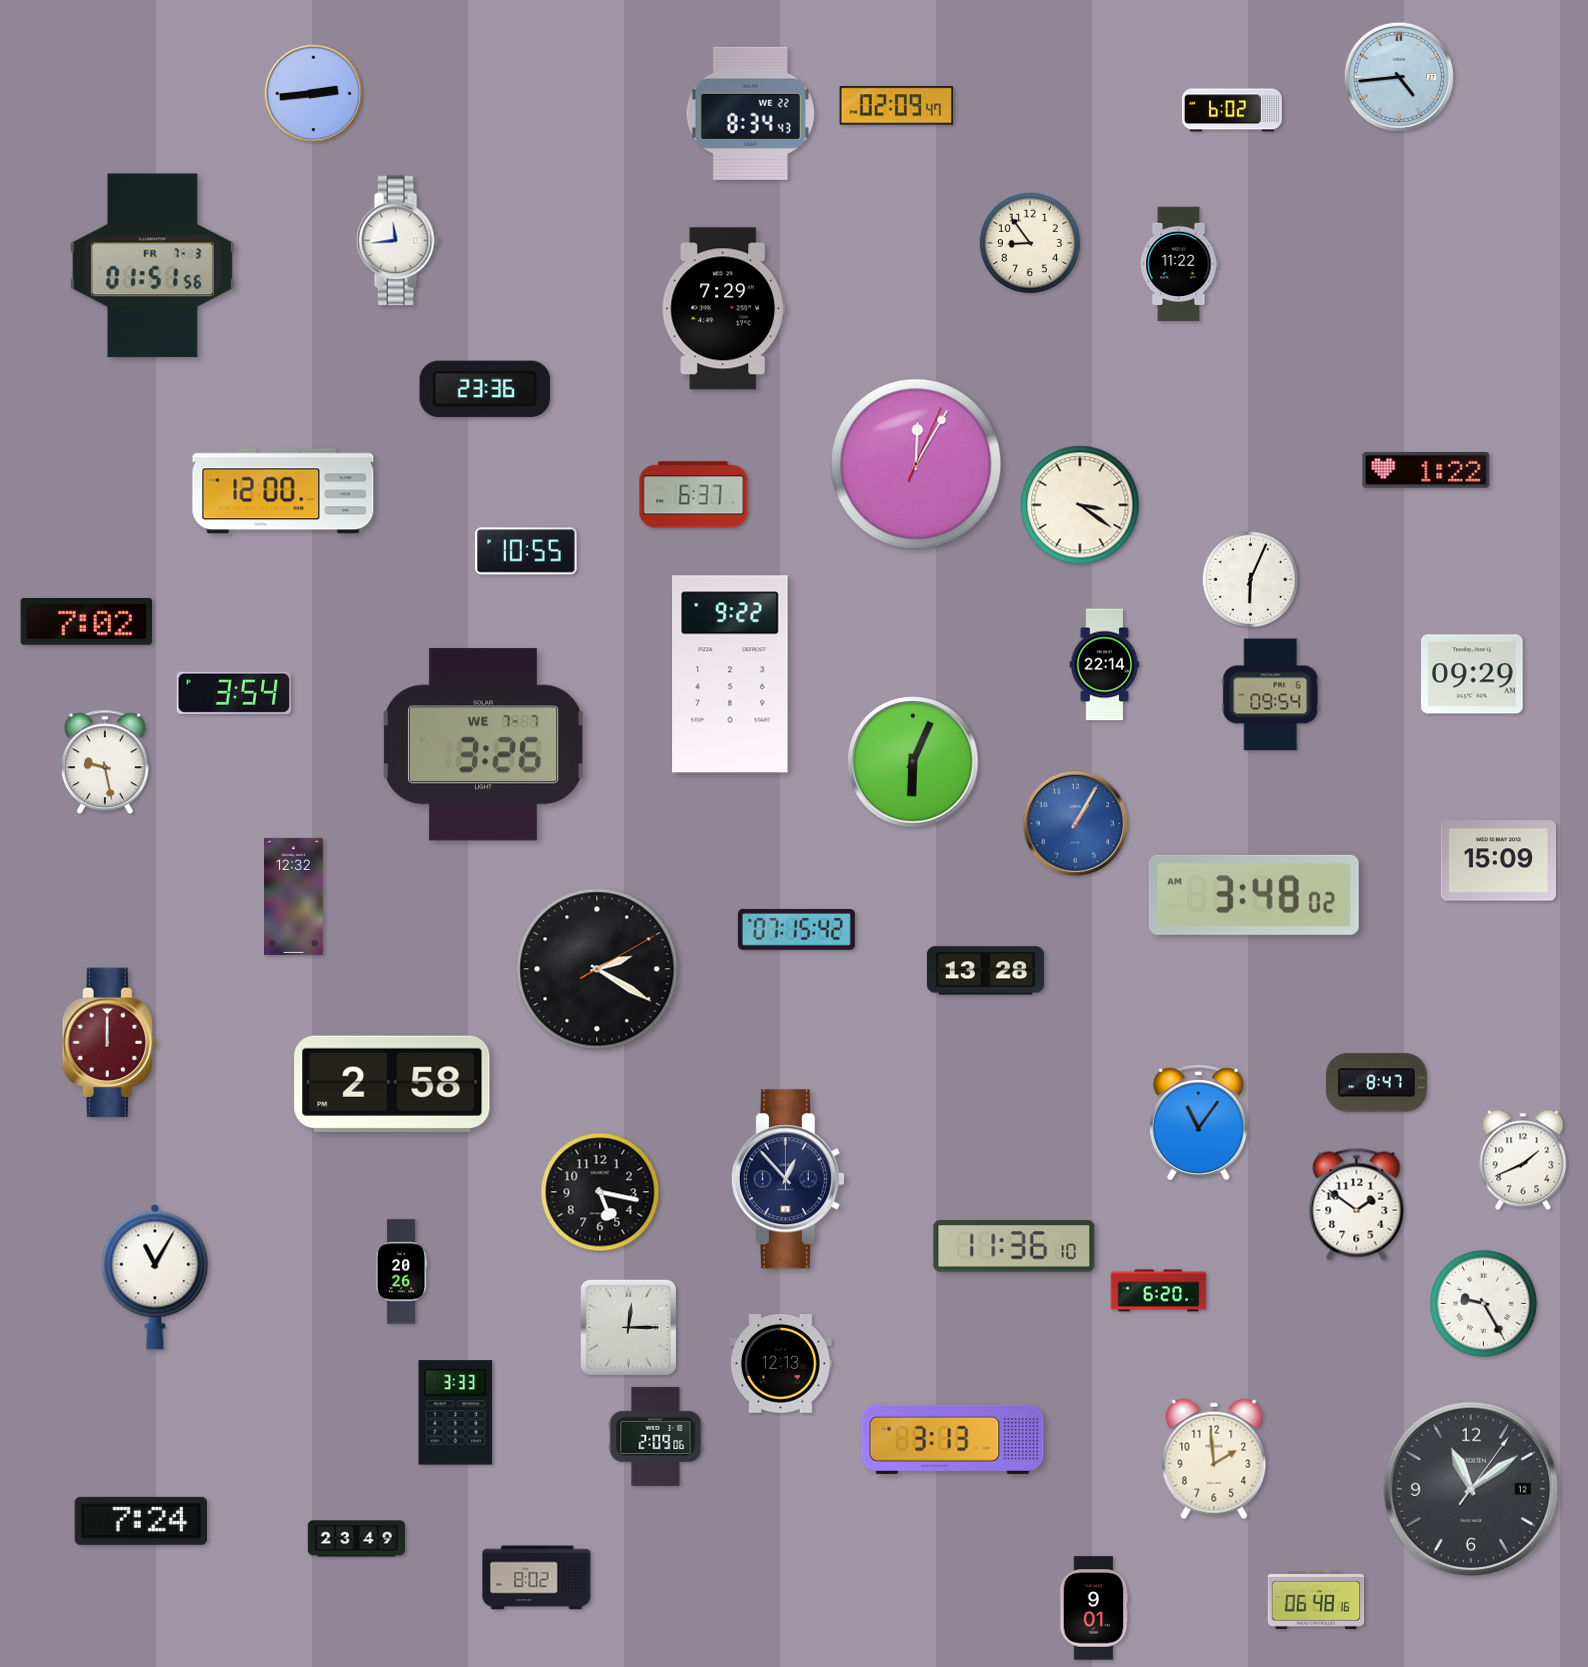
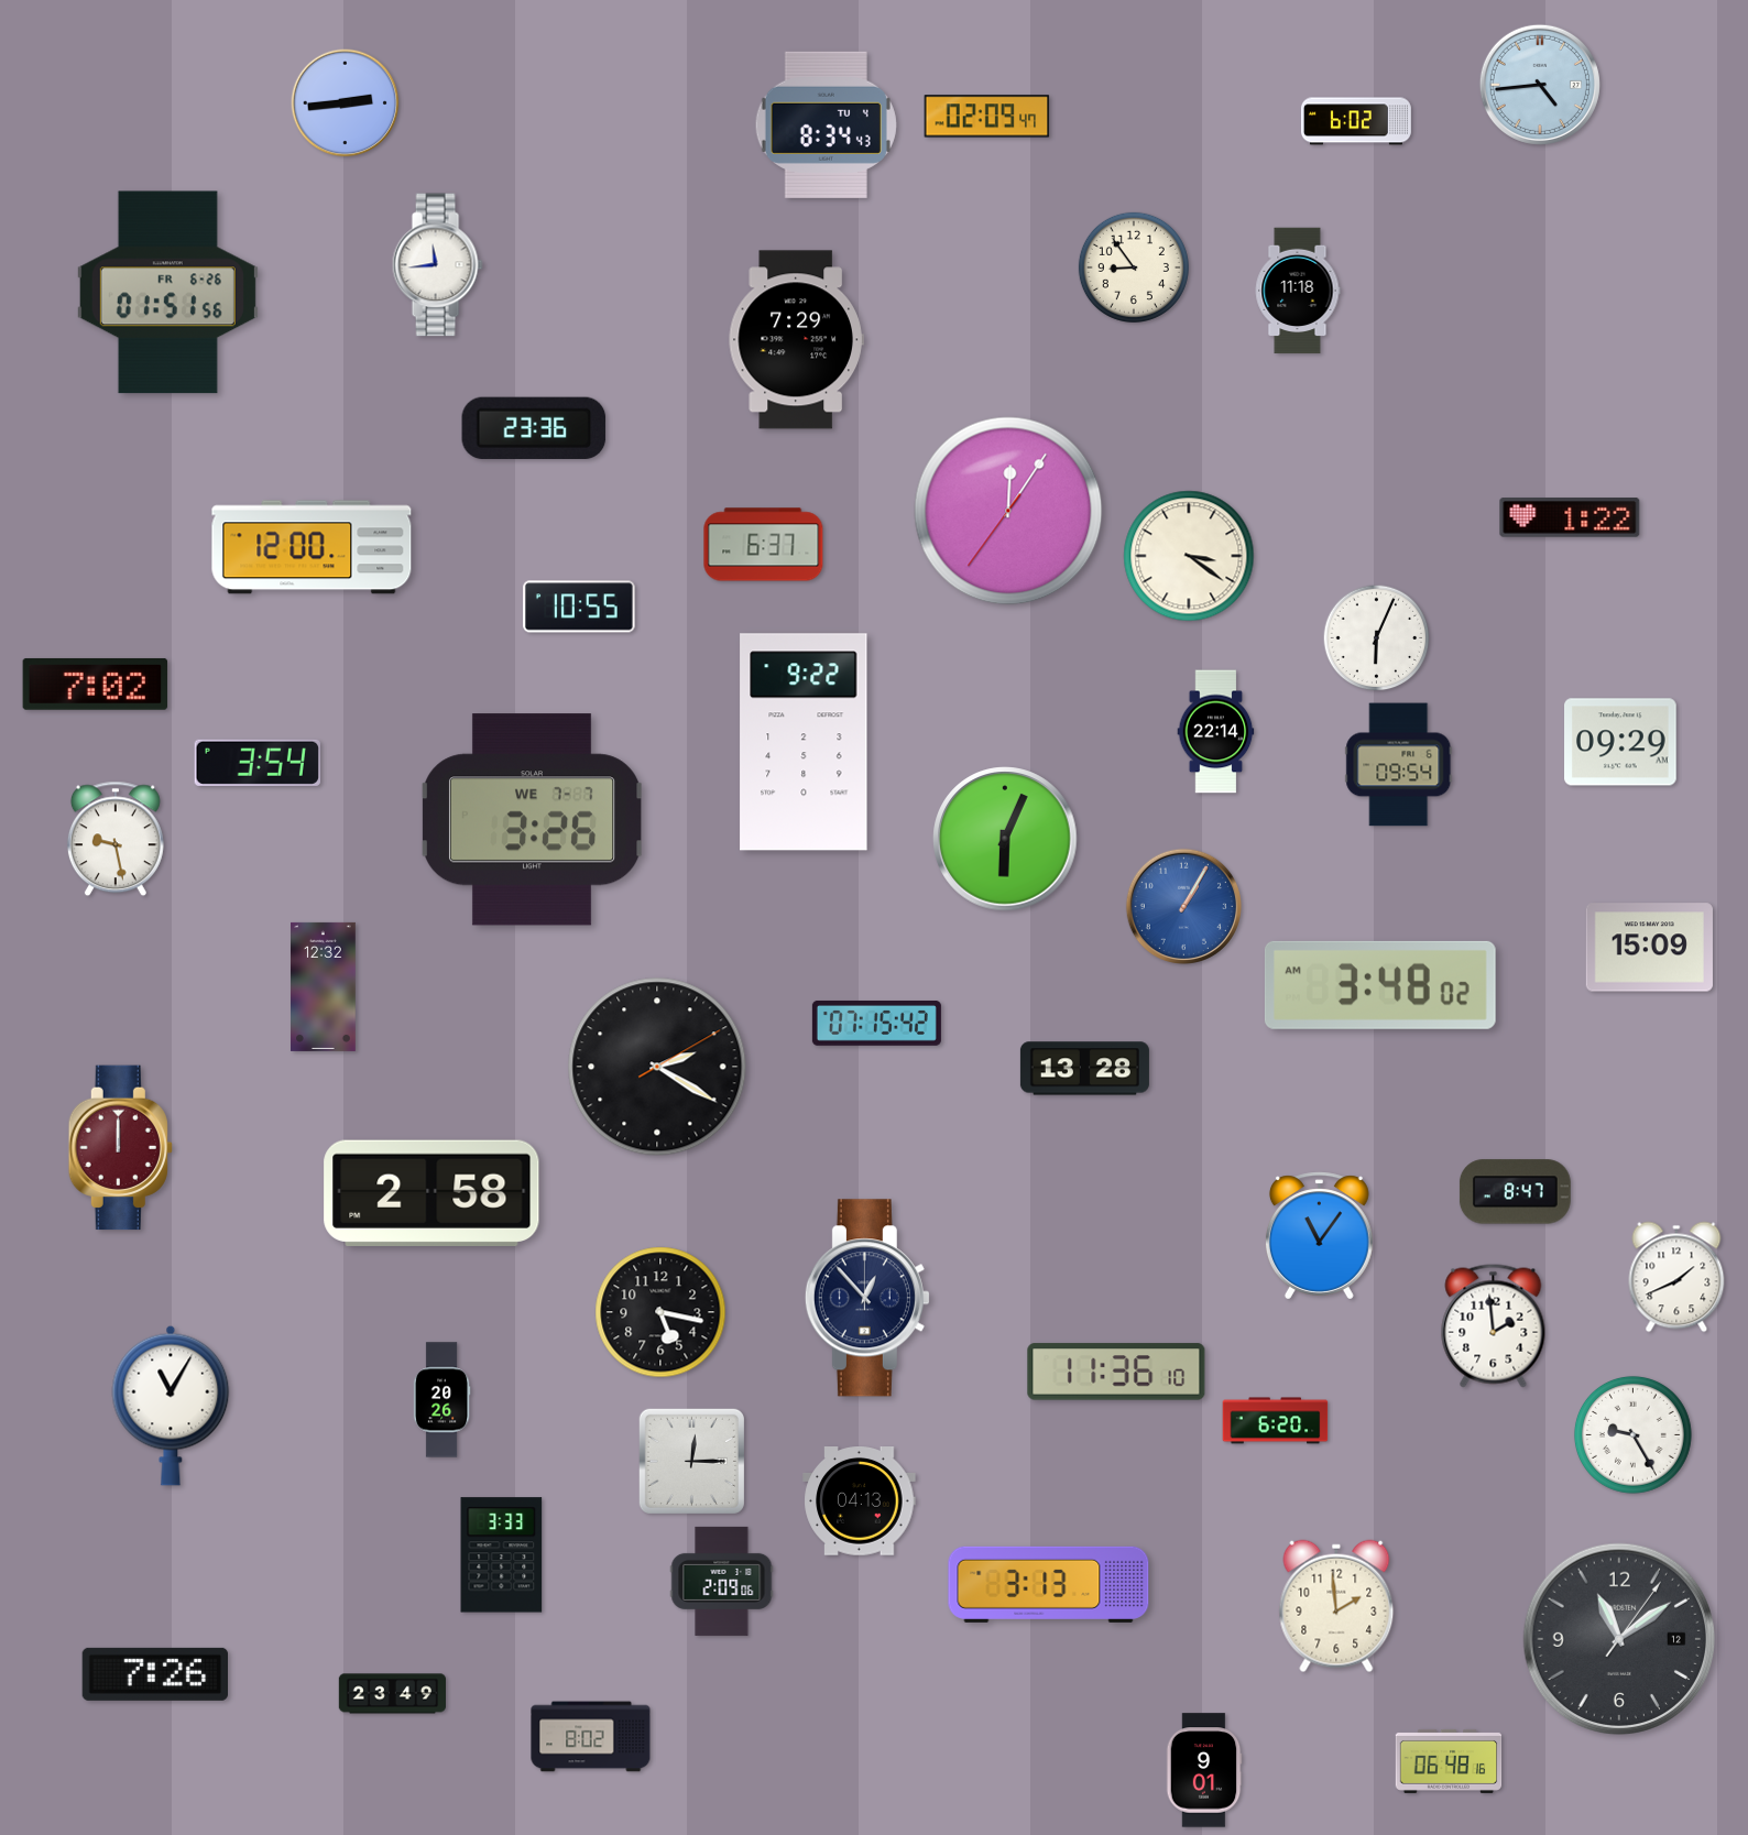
clock at (750, 113) date: WE 22 -> TU 4
clock at (1179, 264): 11:22 -> 11:18
clock at (152, 266) date: FR 7-3 -> FR 6-26
clock at (916, 464): 12:05:04 -> 12:05:36
clock at (283, 491) position: (283, 491) -> (312, 547)
clock at (1357, 1205): 1:51 -> 1:59
clock at (781, 1364): 12:13 -> 04:13
clock at (140, 1521): 7:24 -> 7:26
